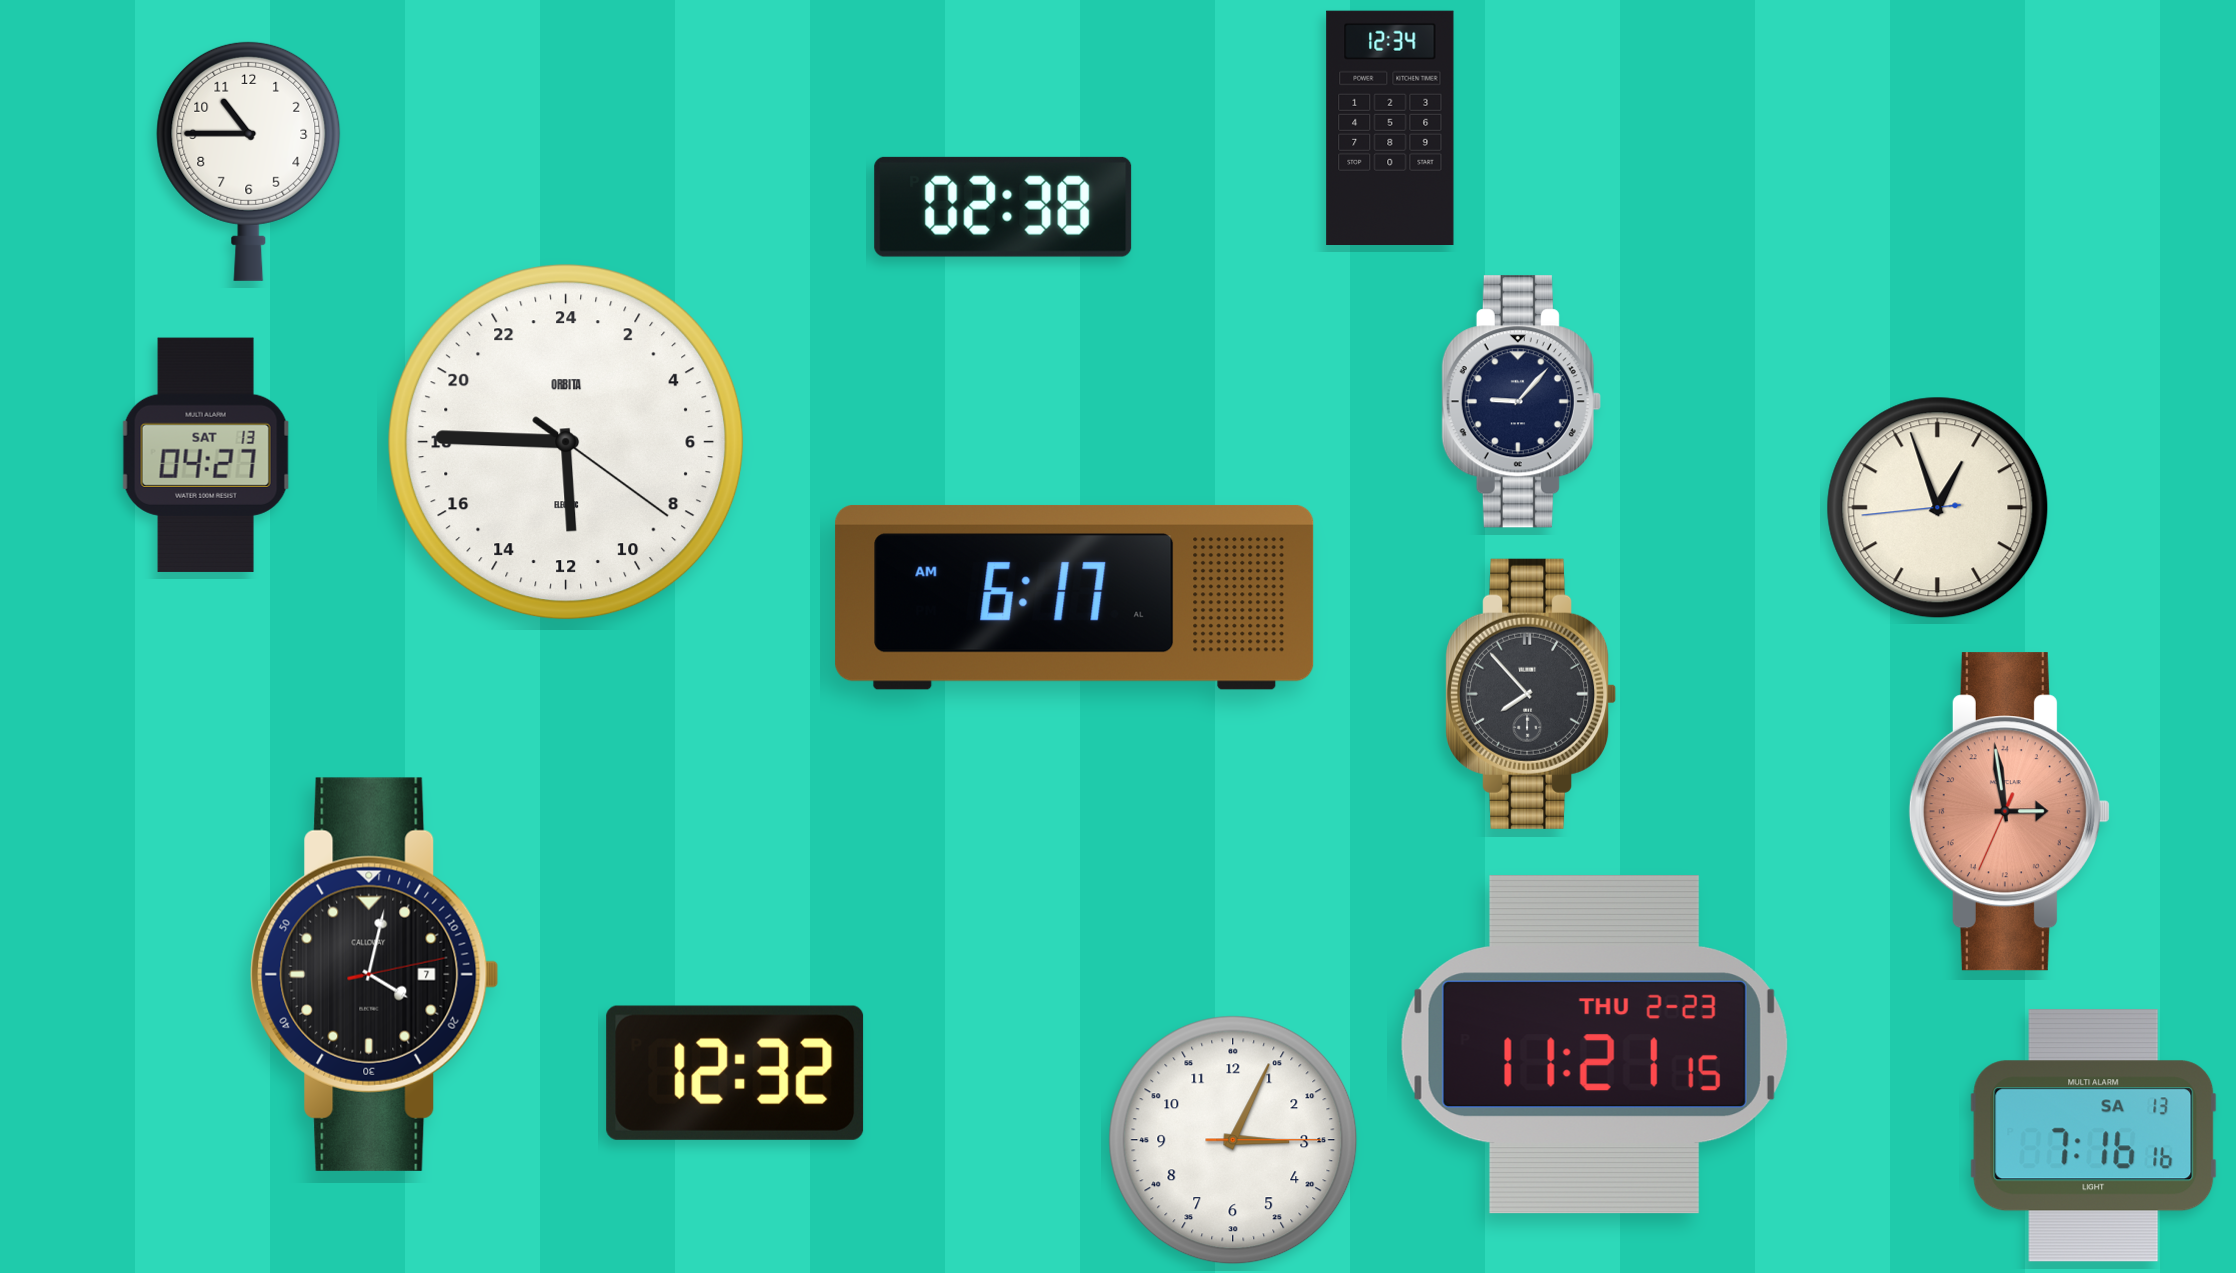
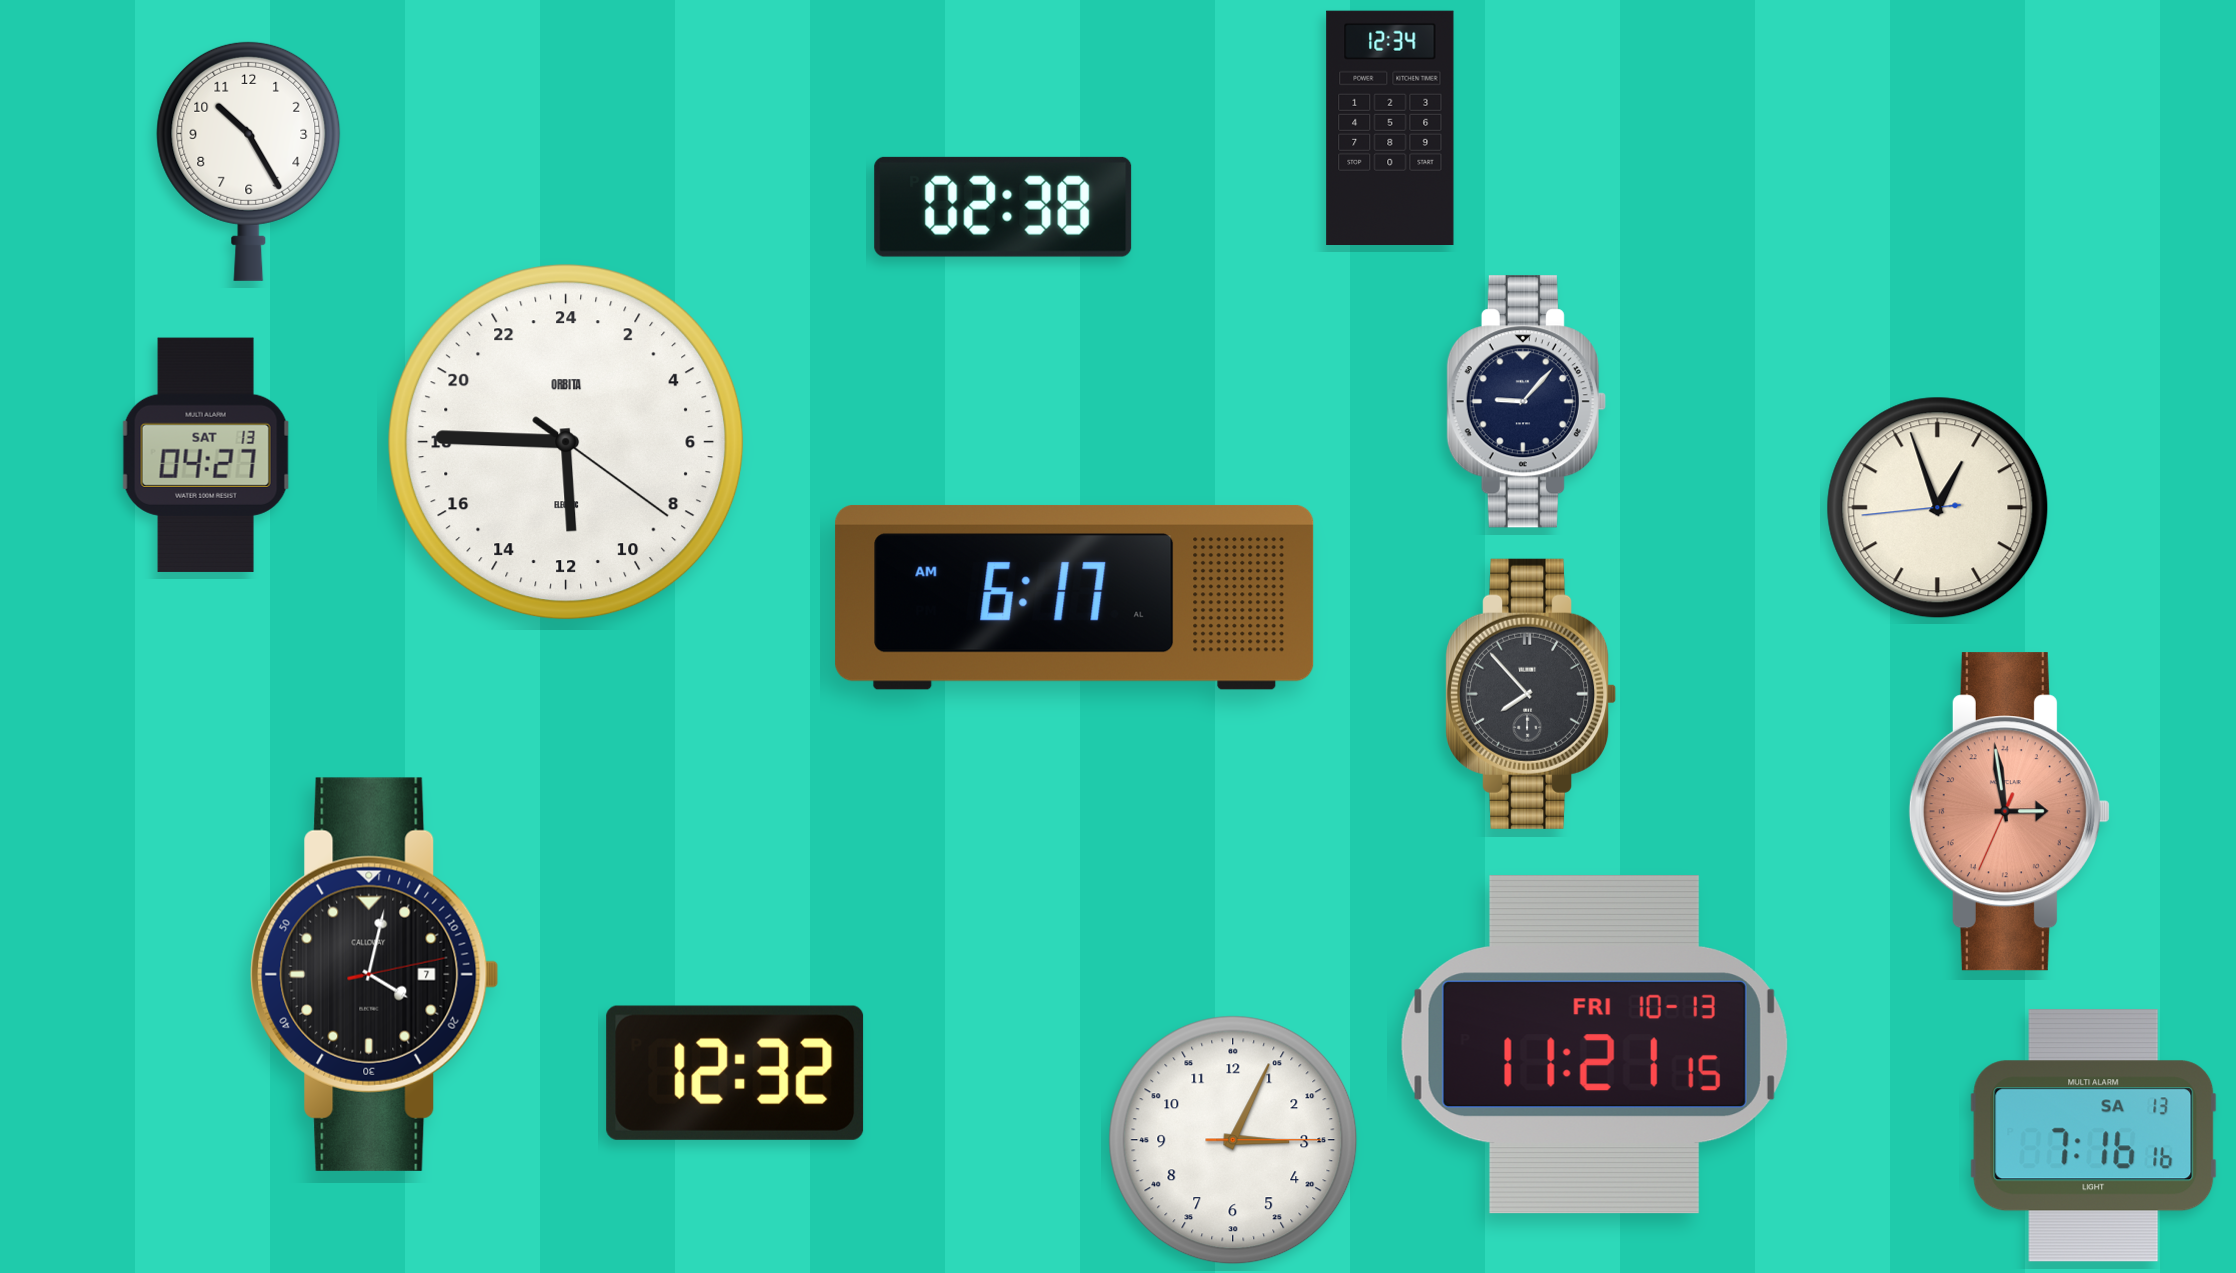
clock at (249, 161): 10:45 -> 10:25
clock at (1521, 402) position: (1521, 402) -> (1526, 402)
clock at (1594, 1045) date: THU 2-23 -> FRI 10-13
